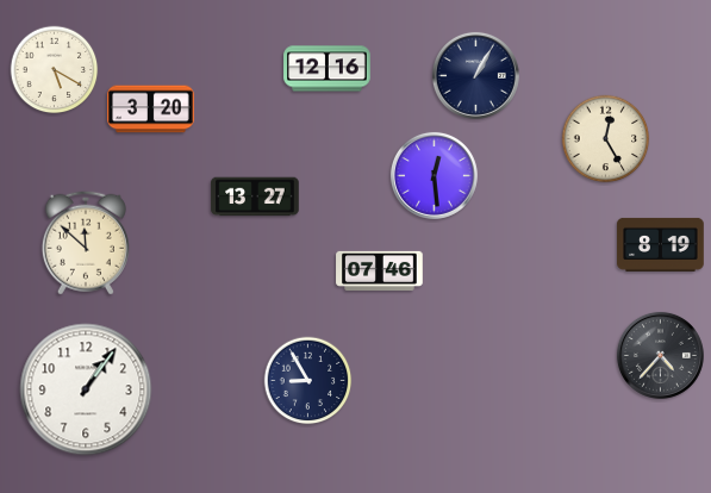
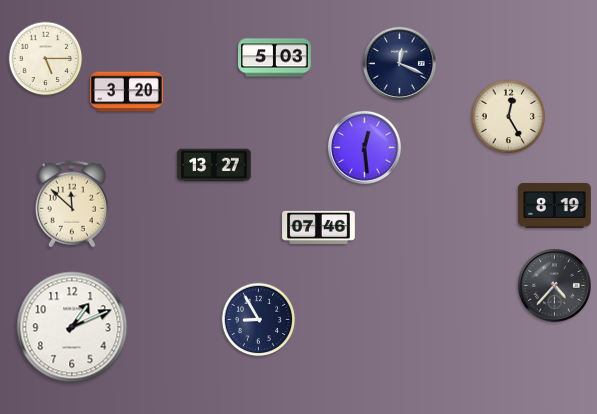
clock at (328, 69): 12:16 -> 5:03
clock at (55, 70): 5:20 -> 5:15
clock at (475, 75): 1:05 -> 12:19
clock at (660, 355) position: (660, 355) -> (554, 285)
clock at (86, 389): 1:06 -> 1:11
